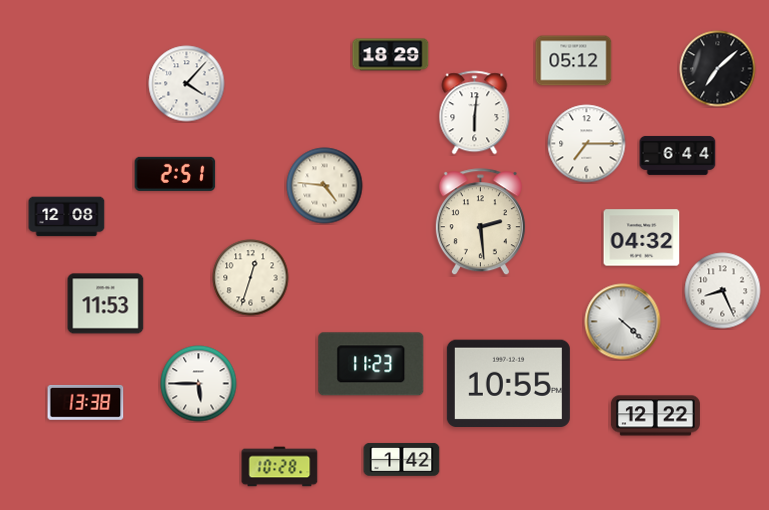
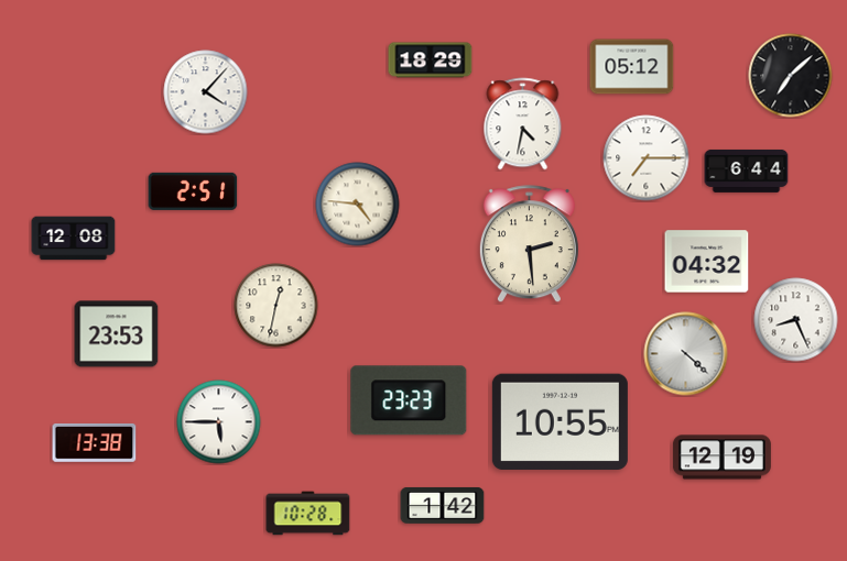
clock at (475, 113): 6:01 -> 4:32
clock at (251, 278): 12:33 -> 12:32
clock at (106, 304): 11:53 -> 23:53
clock at (371, 364): 11:23 -> 23:23
clock at (655, 416): 12:22 -> 12:19
